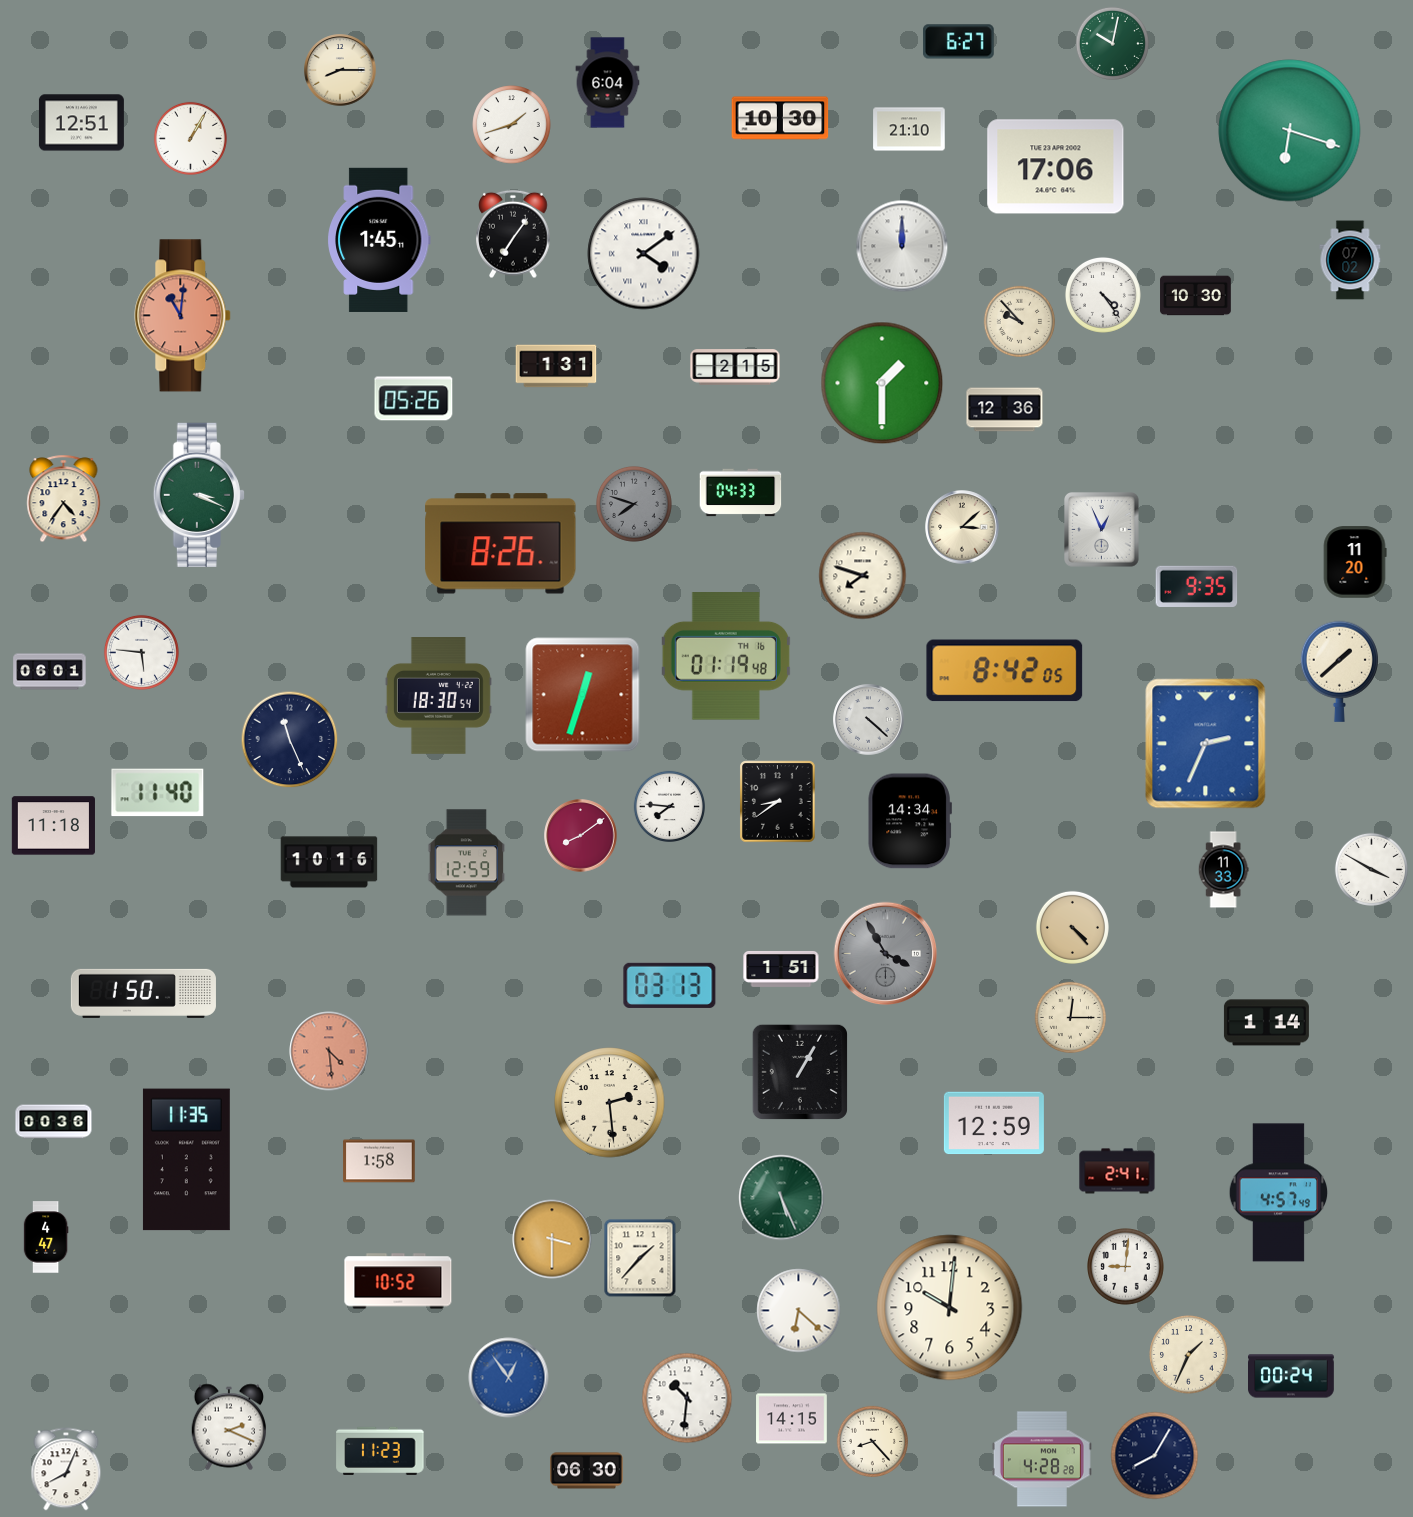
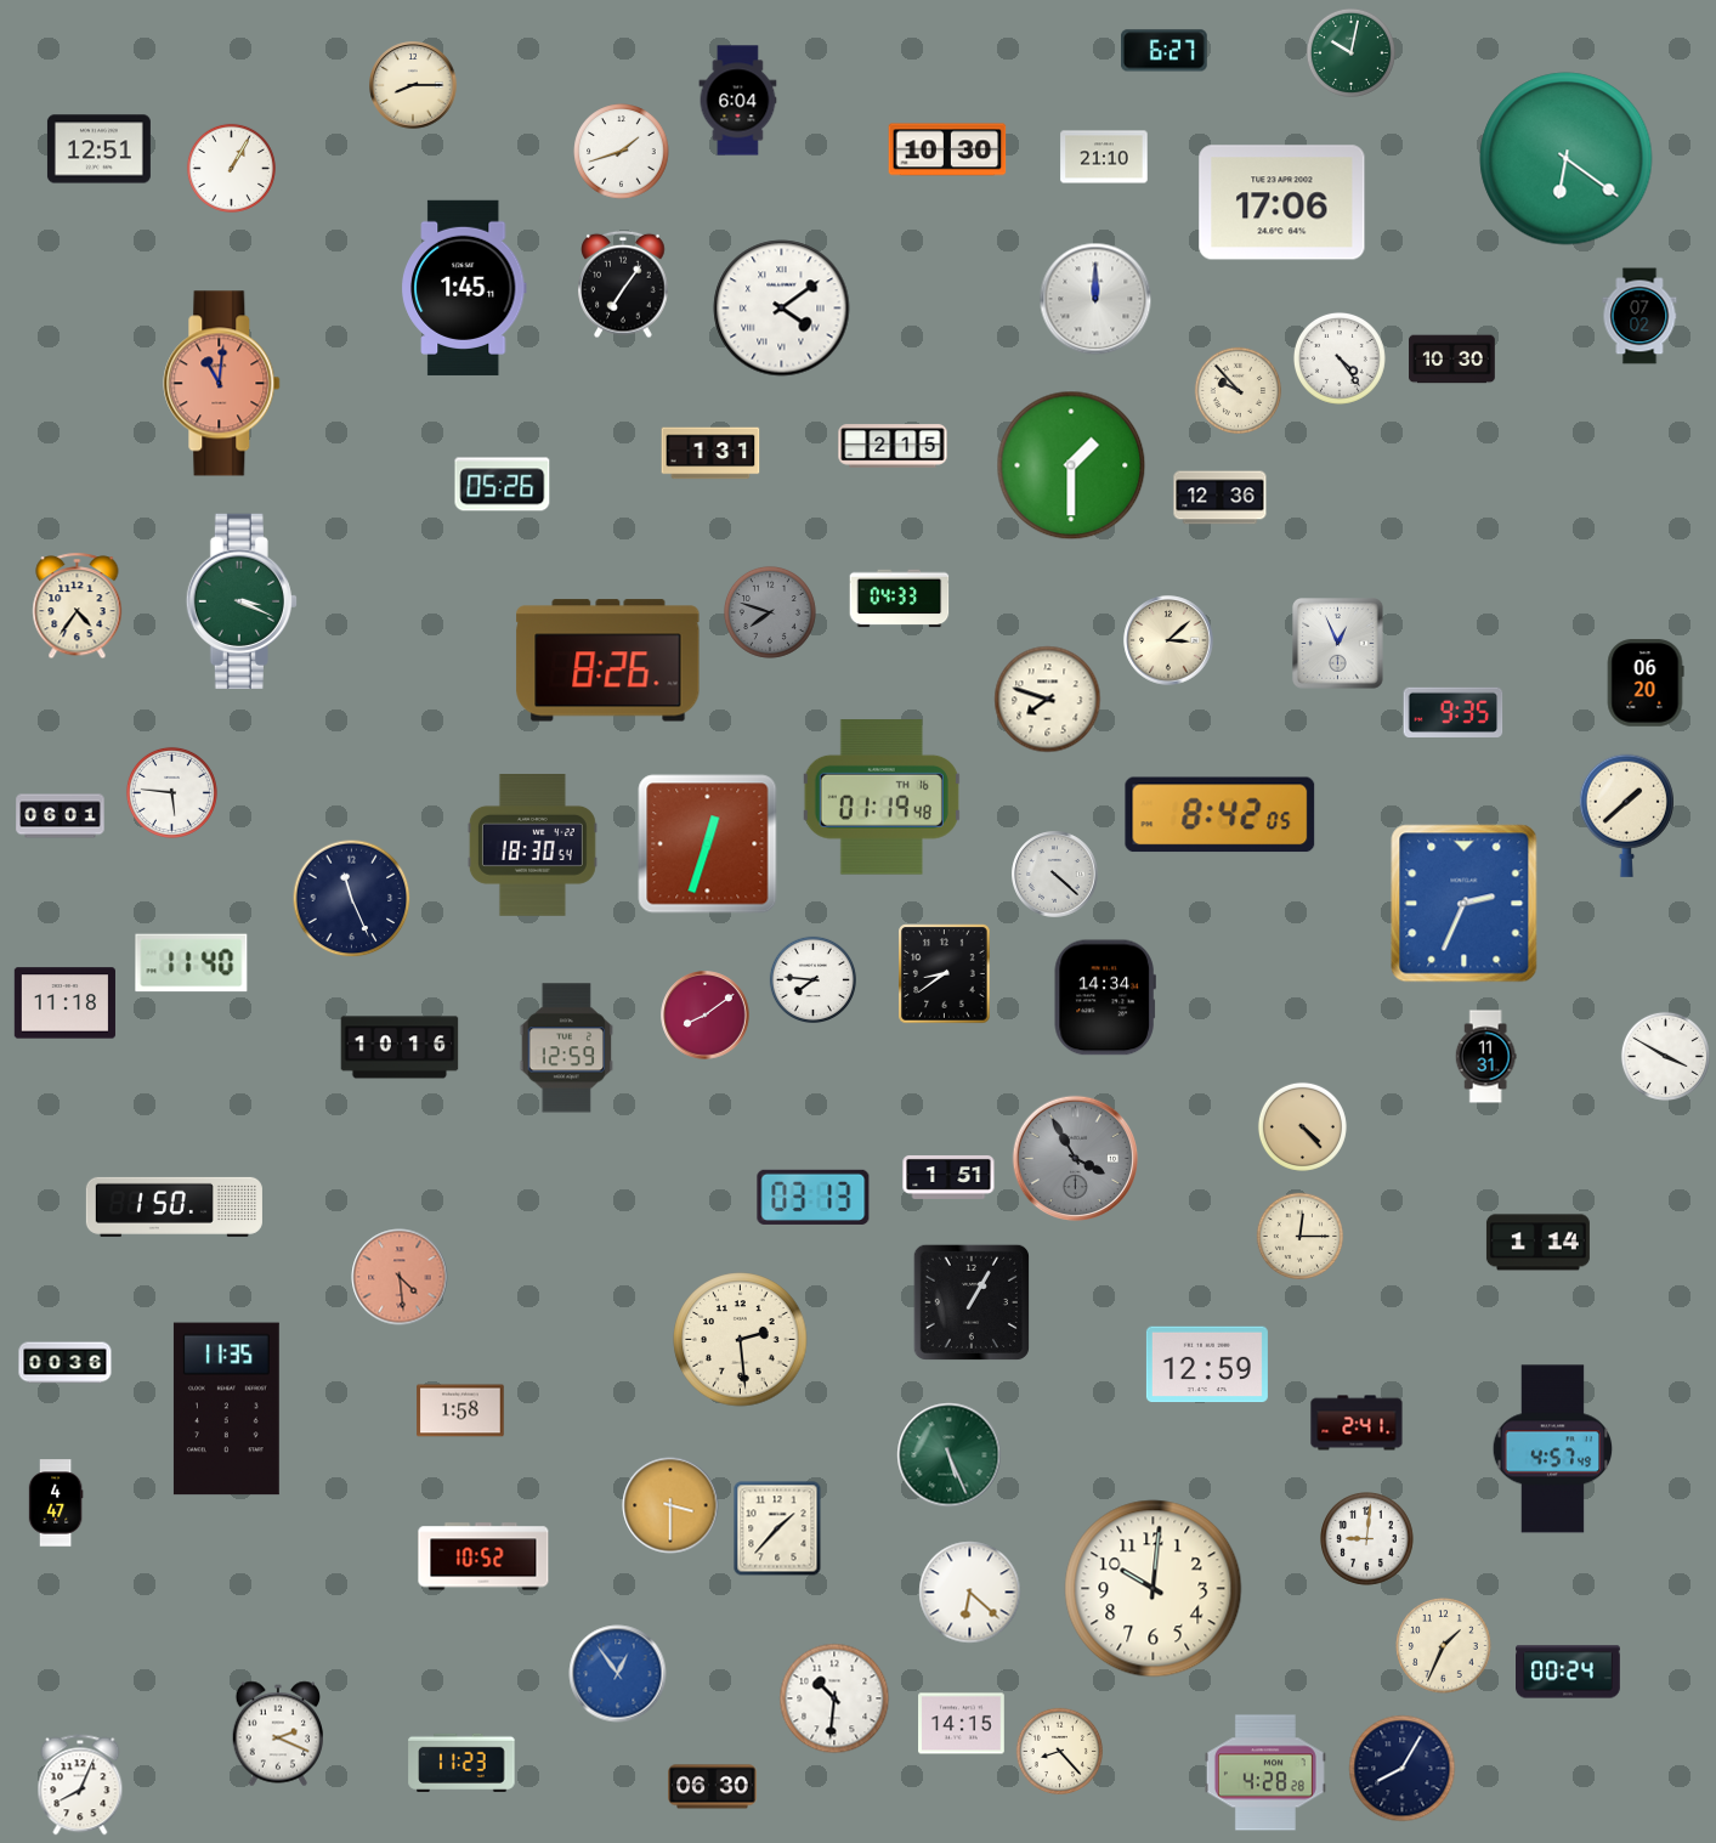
clock at (780, 118) position: (780, 118) -> (947, 149)
clock at (1290, 131): 6:18 -> 6:21
clock at (380, 240) position: (380, 240) -> (465, 288)
clock at (556, 366) position: (556, 366) -> (710, 453)
clock at (1355, 562): 11:20 -> 06:20
clock at (1223, 870): 11:33 -> 11:31
